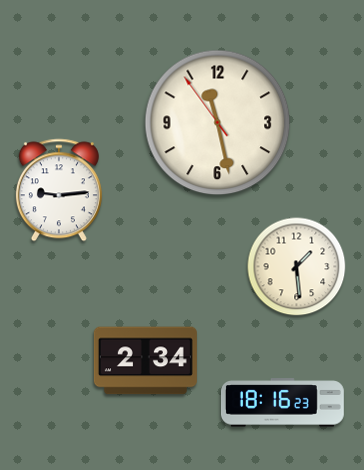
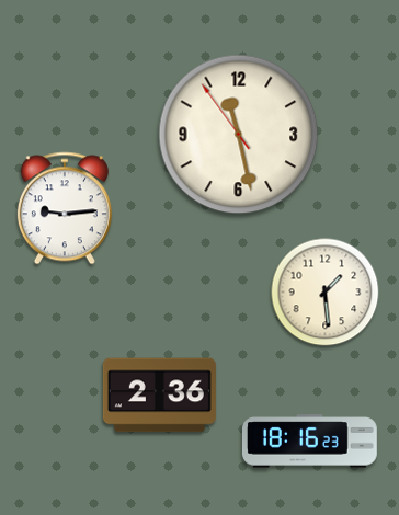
clock at (145, 361): 2:34 -> 2:36
